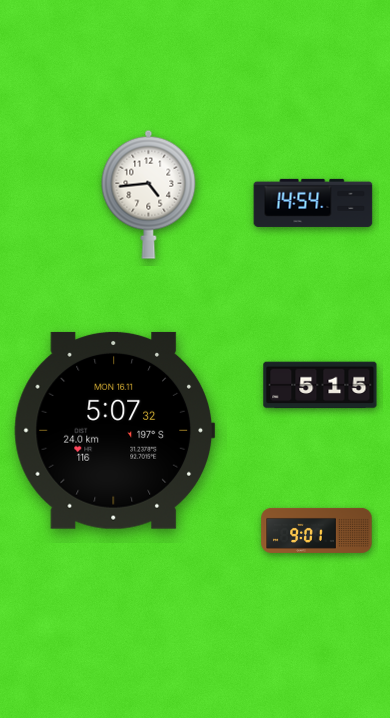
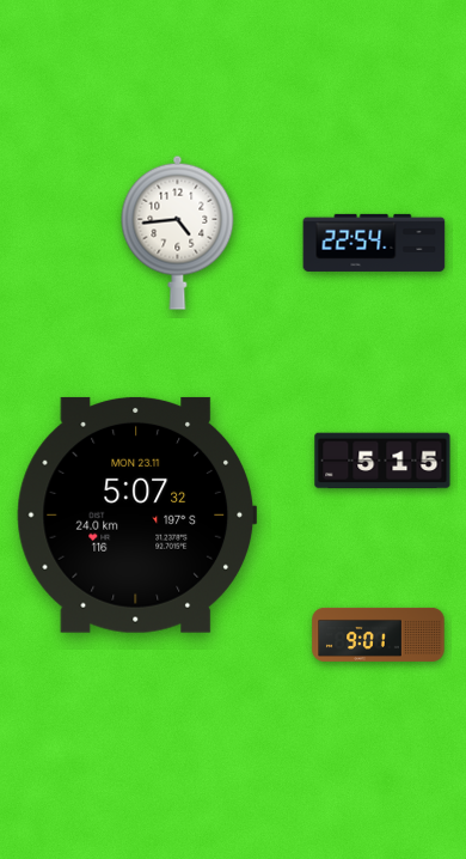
clock at (313, 203): 14:54 -> 22:54
clock at (115, 430) date: MON 16.11 -> MON 23.11
